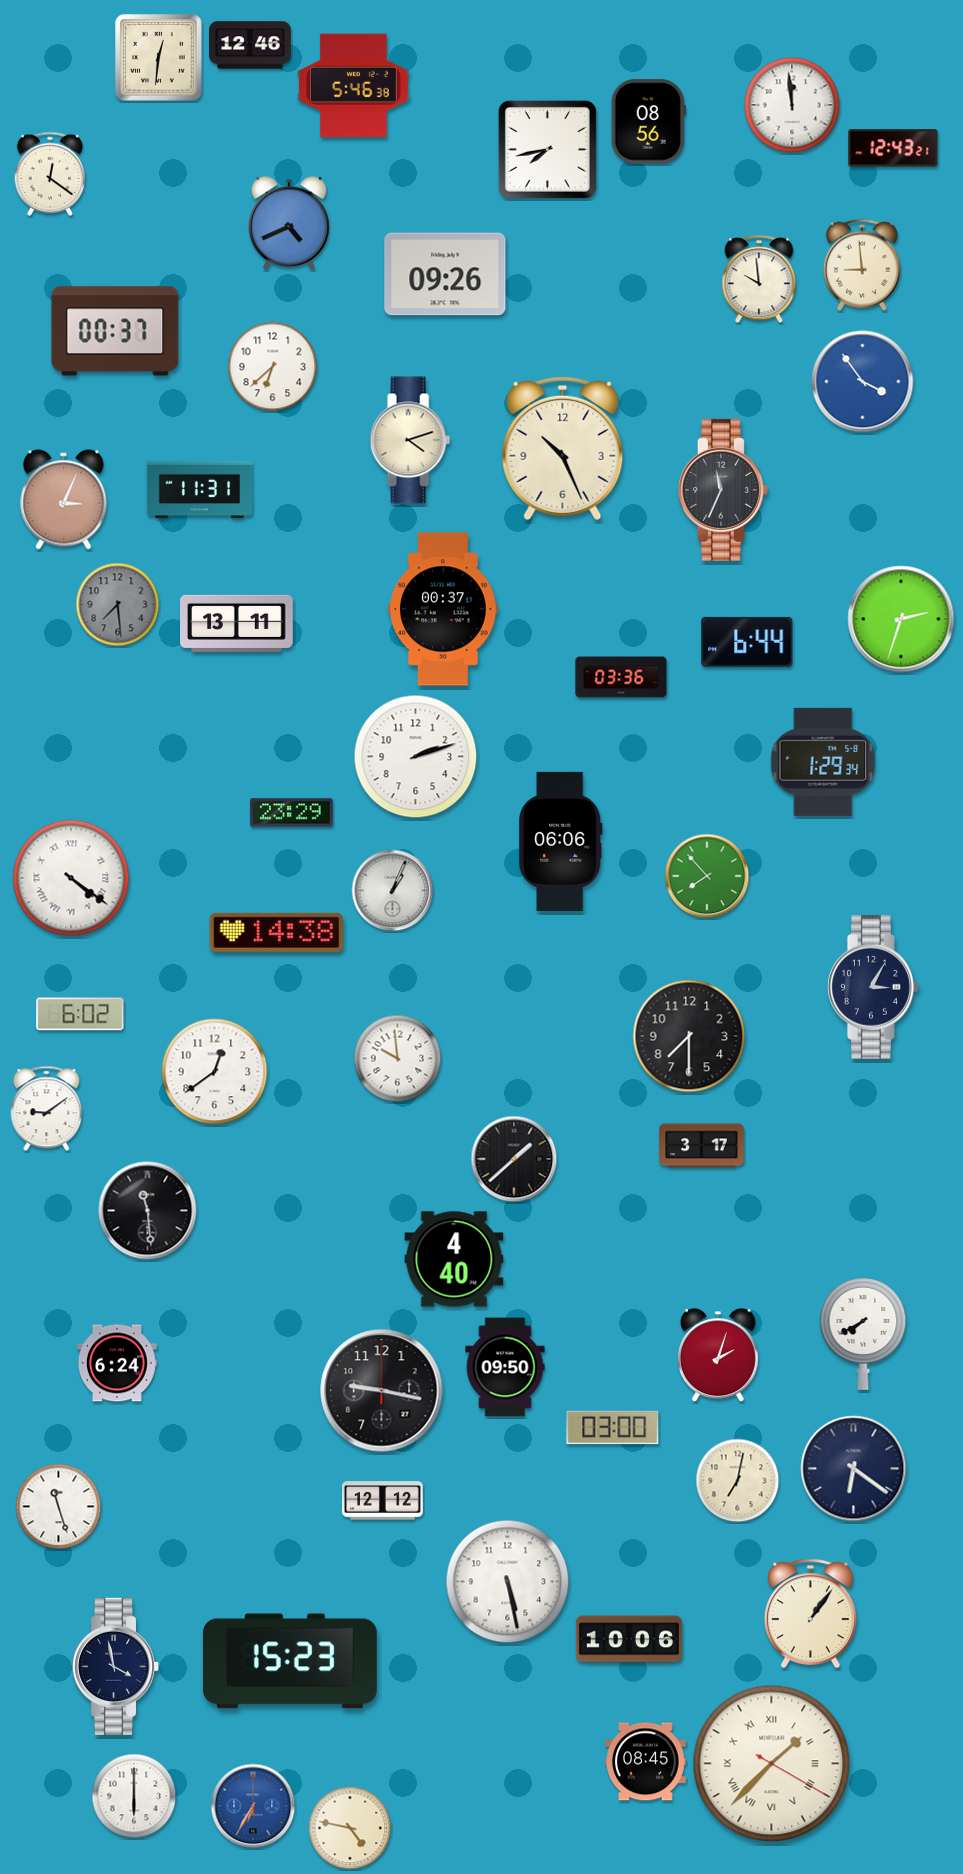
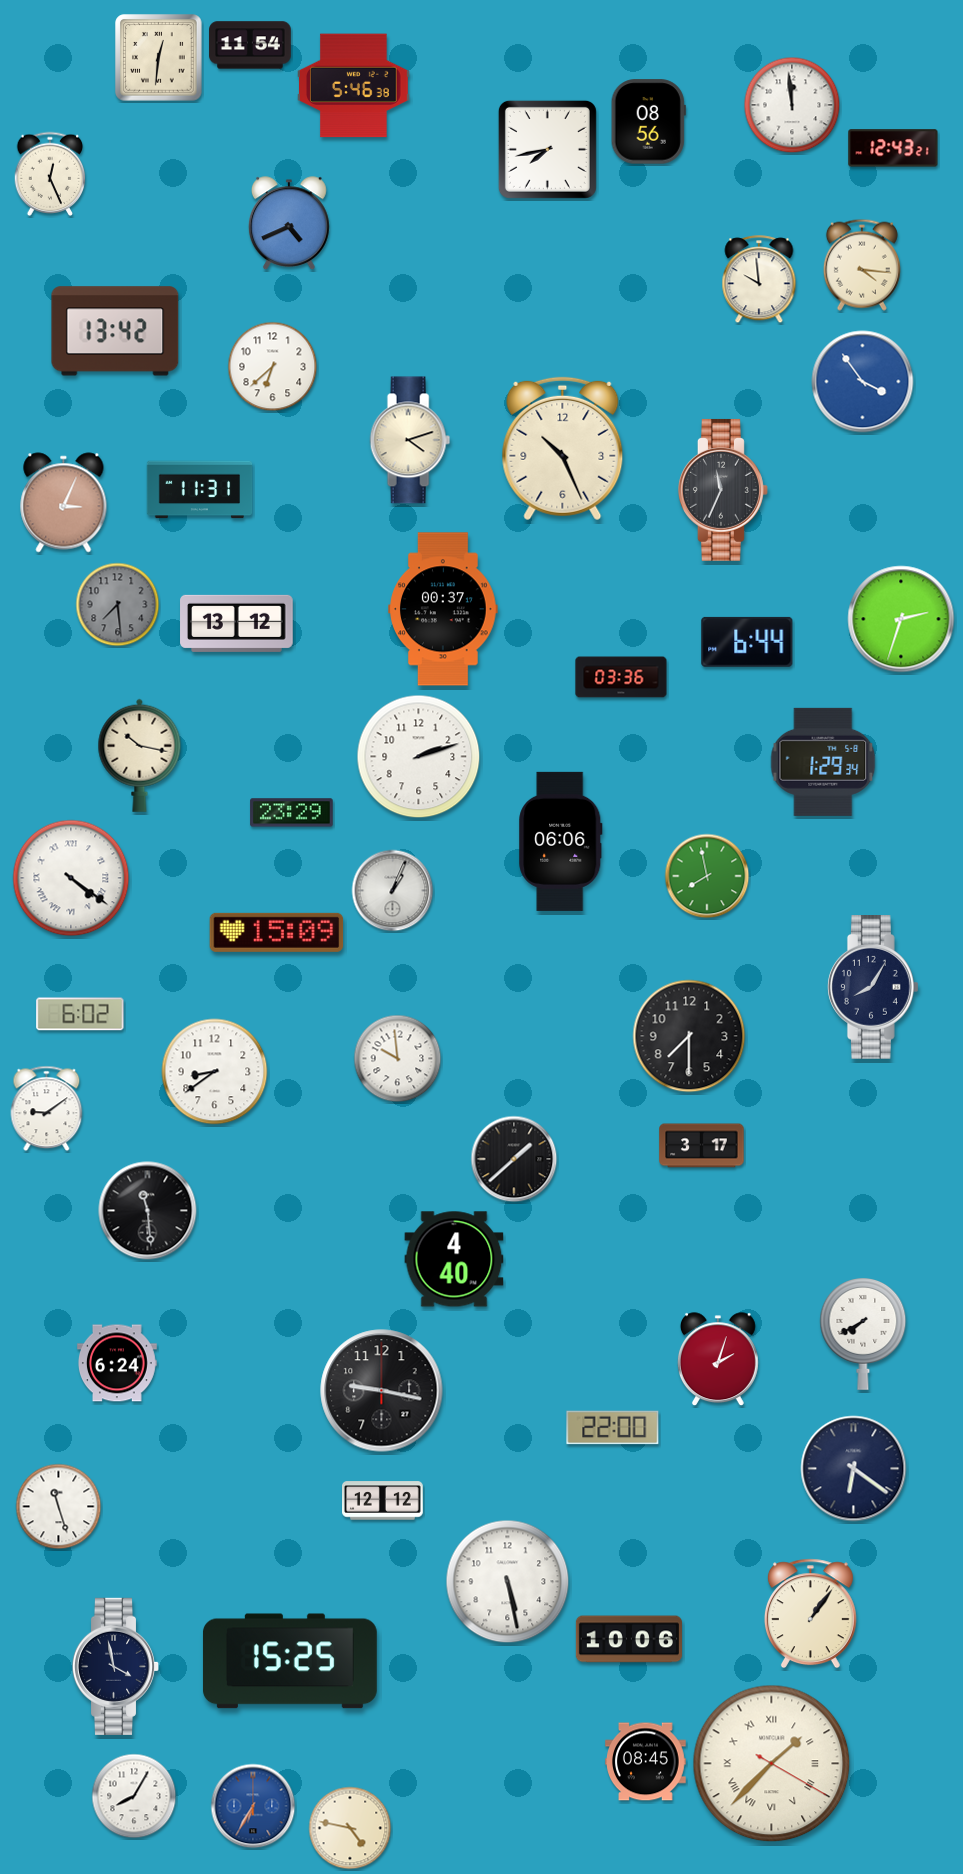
clock at (250, 45): 12:46 -> 11:54
clock at (50, 174): 12:21 -> 12:26
clock at (862, 265): 8:59 -> 4:16
clock at (445, 274): 09:26 -> none
clock at (115, 331): 00:37 -> 13:42
clock at (64, 500) position: (64, 500) -> (64, 503)
clock at (237, 623): 13:11 -> 13:12
clock at (140, 755): none -> 10:17
clock at (416, 757) position: (416, 757) -> (419, 757)
clock at (707, 876): 7:53 -> 7:58
clock at (277, 932): 14:38 -> 15:09
clock at (873, 988): 3:05 -> 8:05
clock at (215, 1072): 12:39 -> 8:39
clock at (718, 1356) position: (718, 1356) -> (718, 1360)
clock at (505, 1367): 09:50 -> none
clock at (613, 1428): 03:00 -> 22:00
clock at (738, 1481): 7:02 -> none
clock at (290, 1661): 15:23 -> 15:25
clock at (134, 1796): 6:00 -> 8:05
